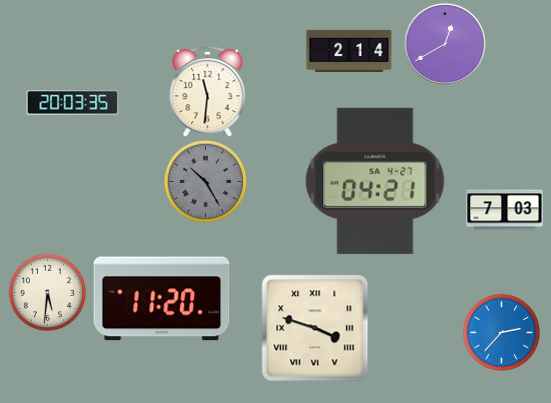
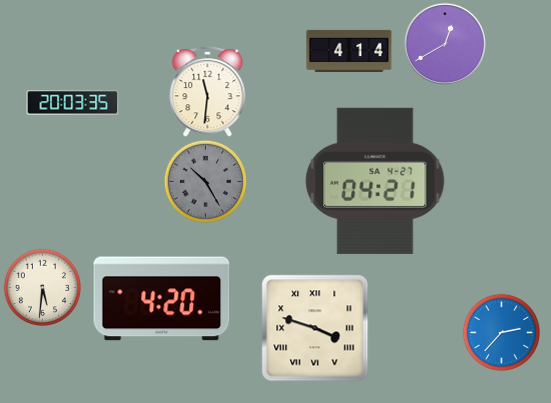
clock at (349, 51): 2:14 -> 4:14
clock at (505, 210): 7:03 -> none
clock at (47, 292) position: (47, 292) -> (42, 287)
clock at (162, 299): 11:20 -> 4:20
